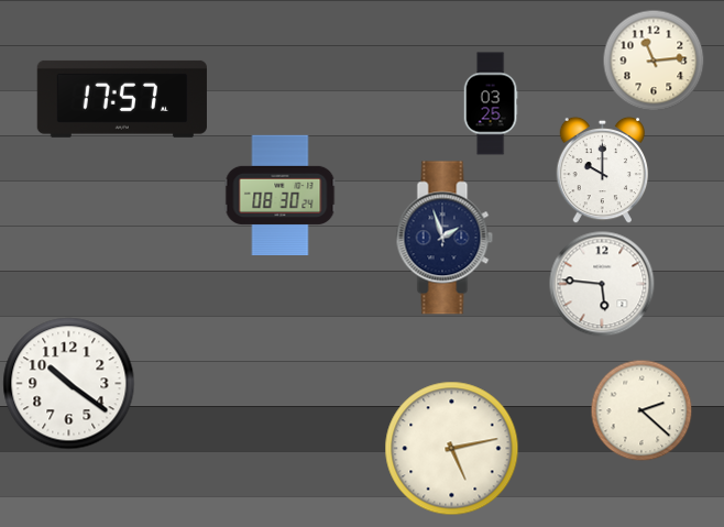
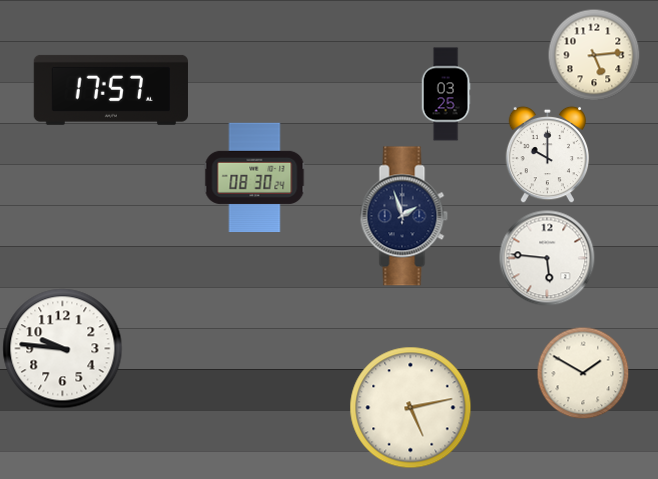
clock at (654, 61): 11:14 -> 5:14
clock at (69, 384): 10:21 -> 9:46
clock at (641, 410): 2:22 -> 1:50
